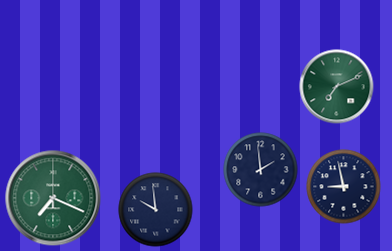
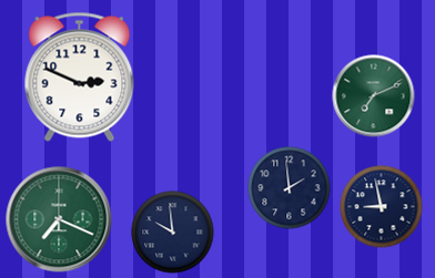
clock at (80, 76): none -> 2:49
